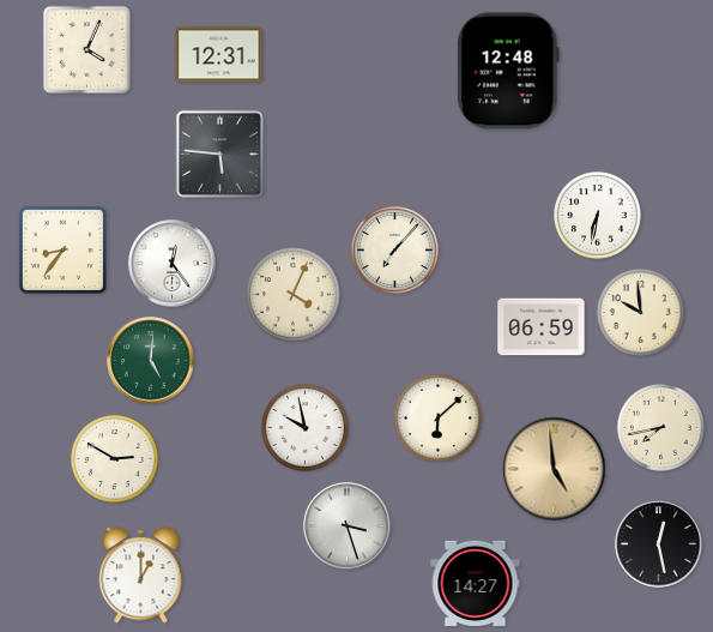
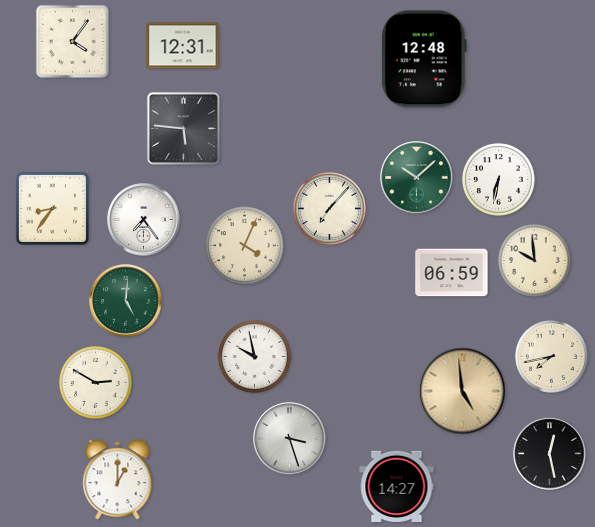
clock at (86, 49): 4:04 -> 4:06
clock at (417, 178): none -> 10:08
clock at (173, 264): 12:24 -> 7:24
clock at (437, 417): 6:08 -> none
